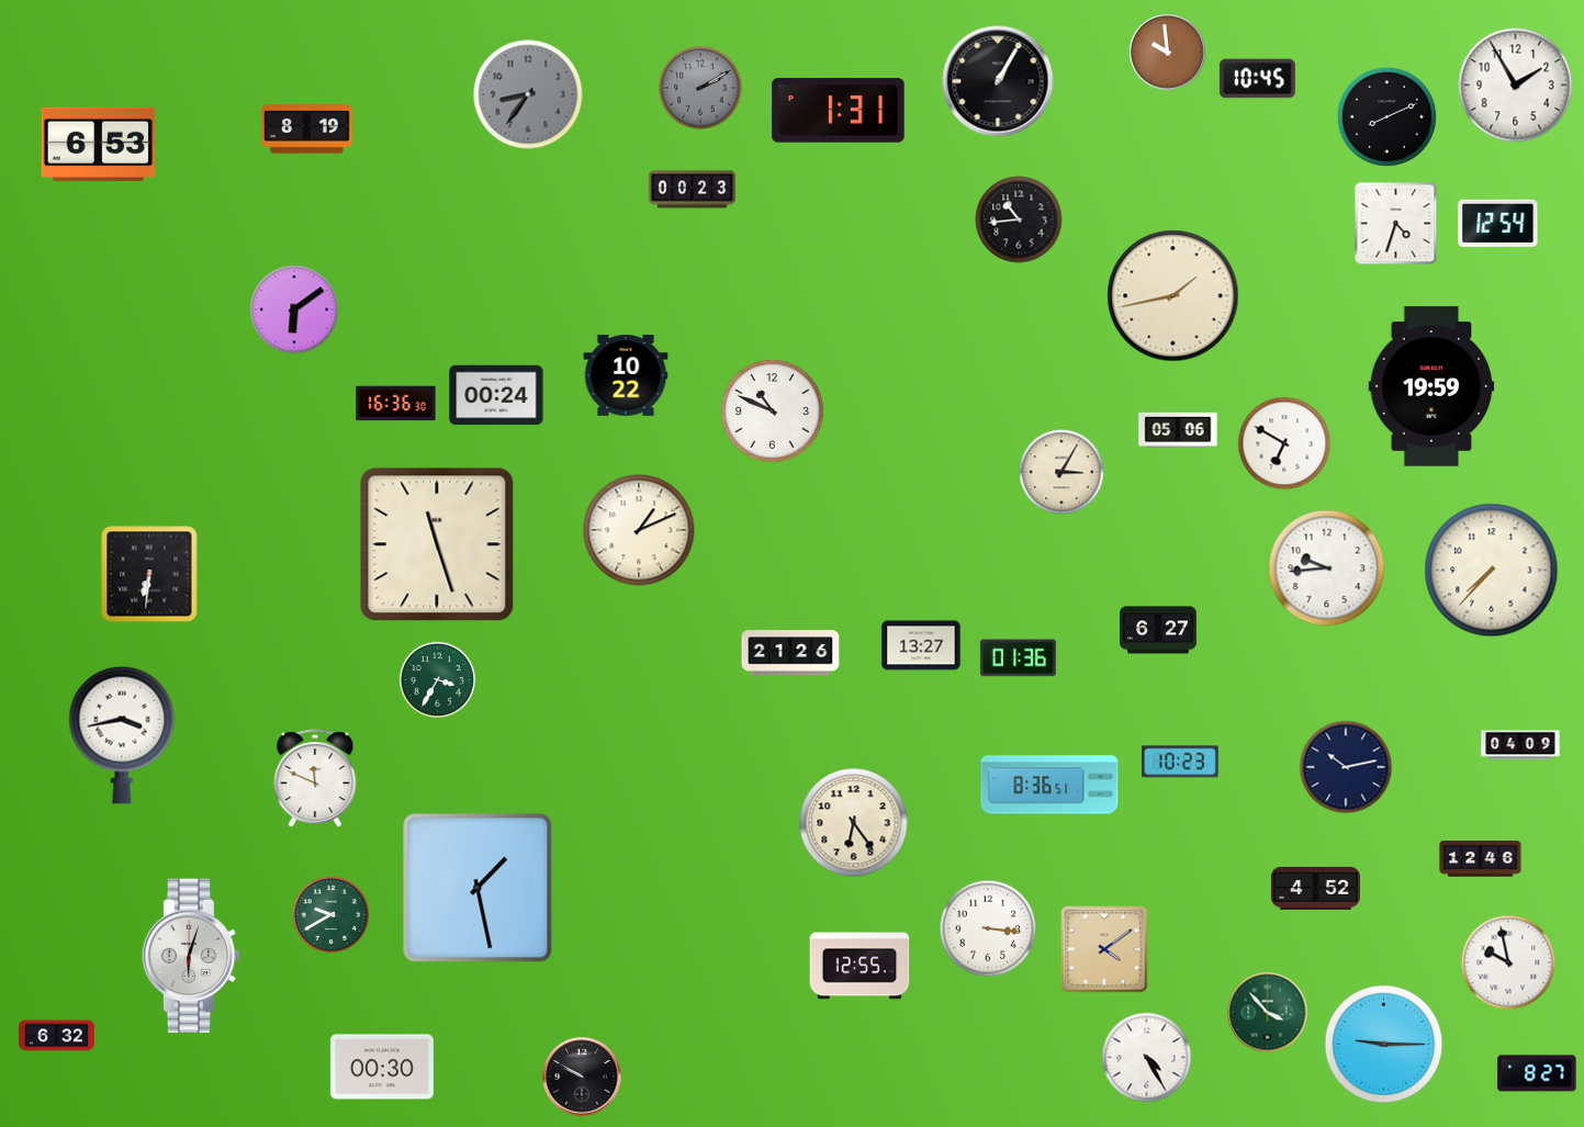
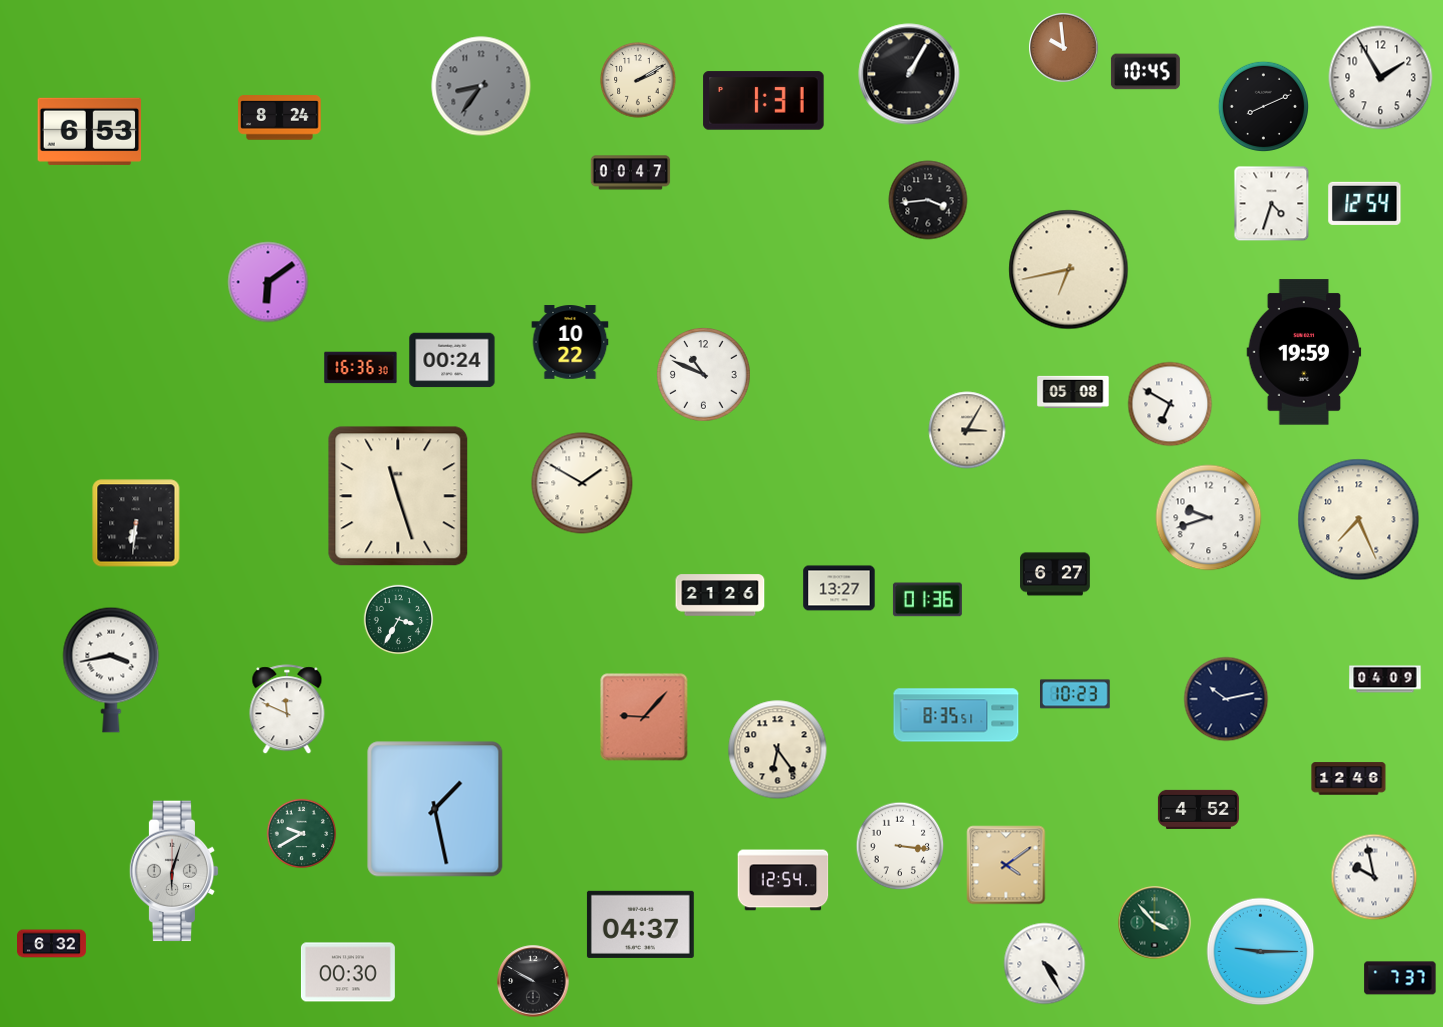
clock at (700, 88) dial: grey -> cream
clock at (307, 129): 8:19 -> 8:24
clock at (693, 190): 00:23 -> 00:47
clock at (1019, 219): 10:44 -> 3:44
clock at (1173, 296): 1:43 -> 6:43
clock at (1178, 429): 05:06 -> 05:08
clock at (639, 530): 1:11 -> 1:50
clock at (1327, 568): 9:44 -> 9:42
clock at (1492, 571): 7:37 -> 7:26
clock at (1049, 785): 8:36 -> 8:35
clock at (644, 717): none -> 9:07
clock at (1481, 859) position: (1481, 859) -> (1349, 779)
clock at (860, 966): 12:55 -> 12:54
clock at (640, 924): none -> 04:37
clock at (1537, 1073): 8:27 -> 7:37
clock at (582, 1077) position: (582, 1077) -> (533, 981)
